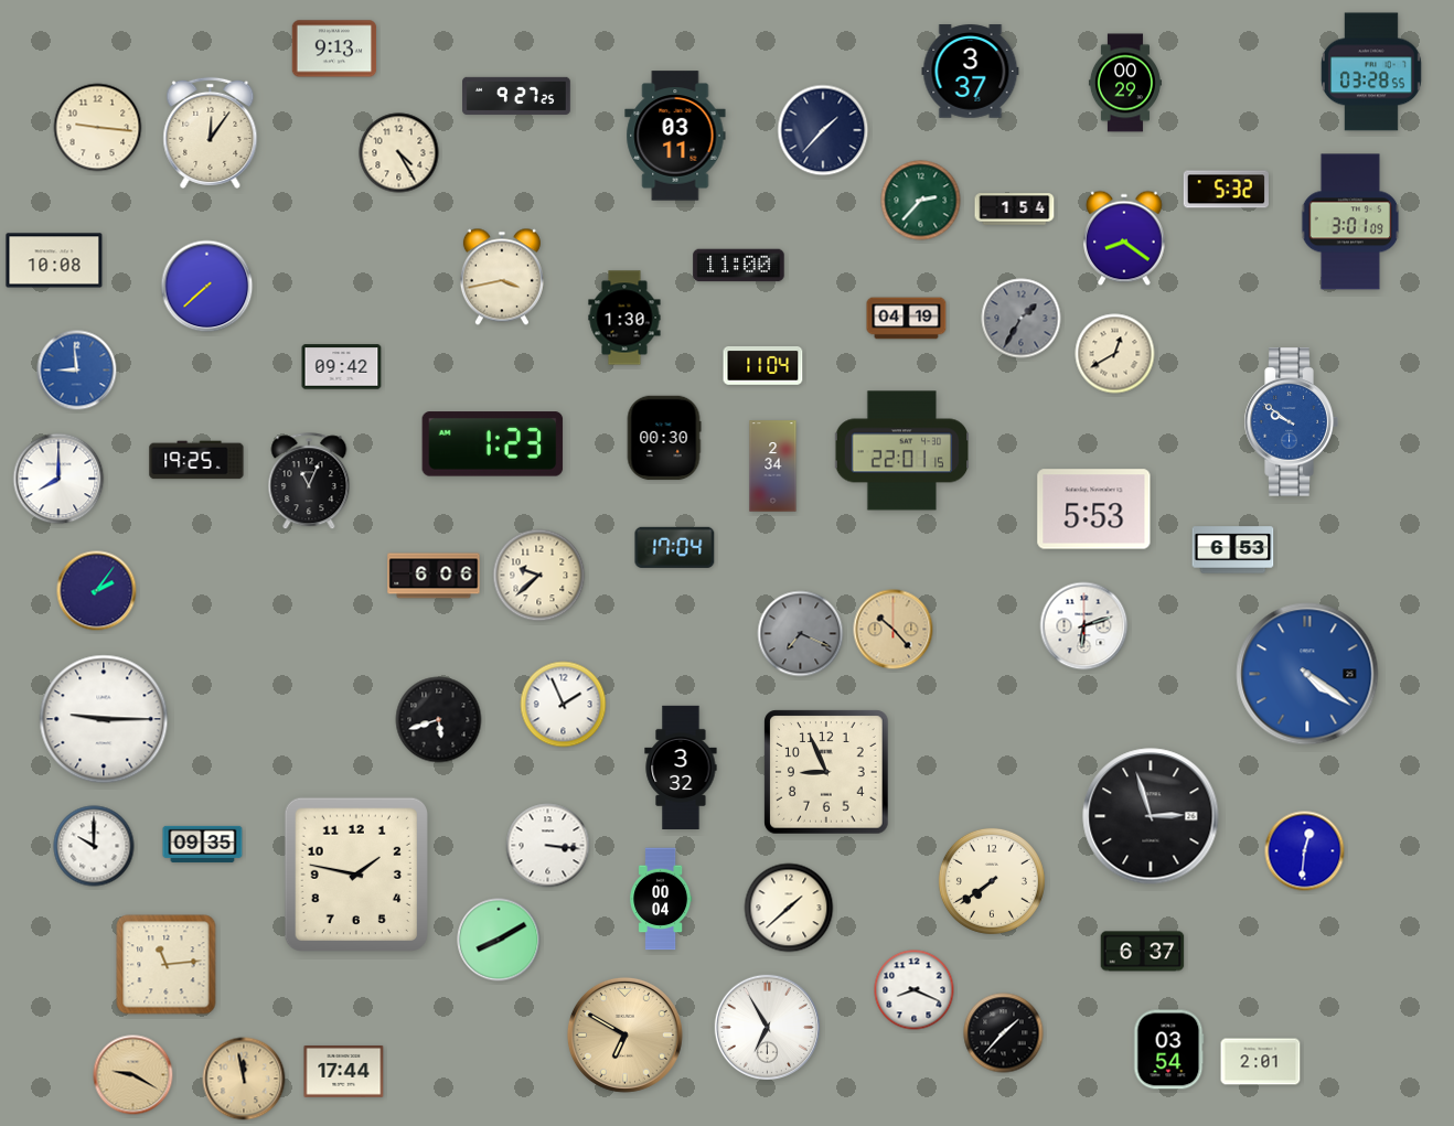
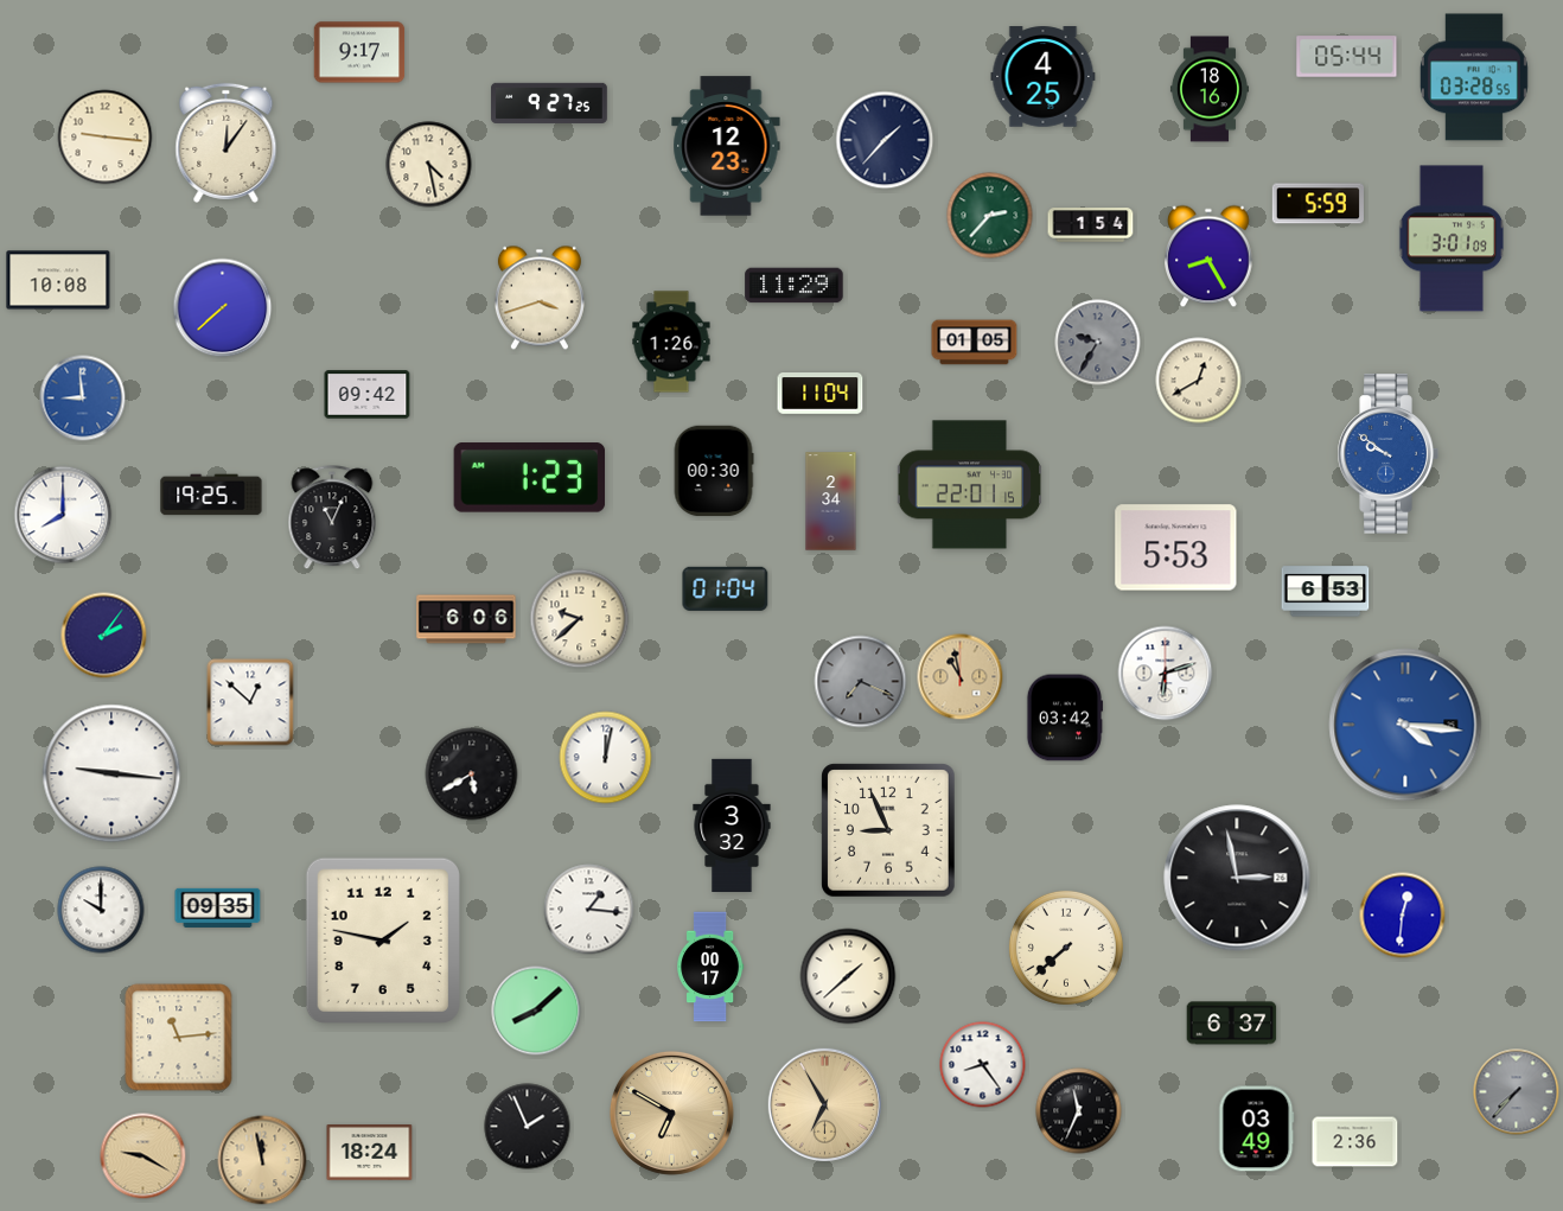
clock at (334, 49): 9:13 -> 9:17
clock at (1347, 57): none -> 05:44
clock at (971, 72): 3:37 -> 4:25
clock at (1125, 83): 00:29 -> 18:16
clock at (516, 95) position: (516, 95) -> (549, 102)
clock at (675, 136): 03:11 -> 12:23
clock at (399, 153): 4:25 -> 4:28
clock at (1226, 190): 5:32 -> 5:59
clock at (1124, 238): 8:21 -> 8:25
clock at (739, 266): 11:00 -> 11:29
clock at (502, 277): 3:43 -> 3:42
clock at (624, 318): 1:30 -> 1:26
clock at (907, 319): 04:19 -> 01:05
clock at (1022, 319): 1:35 -> 9:35
clock at (675, 547): 17:04 -> 01:04
clock at (894, 630): 10:23 -> 10:58
clock at (250, 702): none -> 12:52
clock at (1064, 718): none -> 03:42
clock at (1307, 674): 4:21 -> 4:16
clock at (564, 705): 1:56 -> 12:02
clock at (104, 719): 9:15 -> 9:16
clock at (439, 720): 5:42 -> 5:40
clock at (1151, 816): 2:57 -> 2:58
clock at (548, 846): 3:16 -> 1:16
clock at (992, 881): 7:39 -> 7:38
clock at (661, 899): 00:04 -> 00:17
clock at (499, 940): 8:10 -> 8:08
clock at (1143, 952) position: (1143, 952) -> (1232, 1024)
clock at (915, 990): 8:19 -> 8:24
clock at (1517, 1092): none -> 7:37
clock at (767, 1027) dial: white -> champagne
clock at (1004, 1033): 1:37 -> 11:34
clock at (528, 1127): none -> 1:56
clock at (1168, 1050): 03:54 -> 03:49
clock at (1261, 1062): 2:01 -> 2:36
clock at (344, 1072): 17:44 -> 18:24
